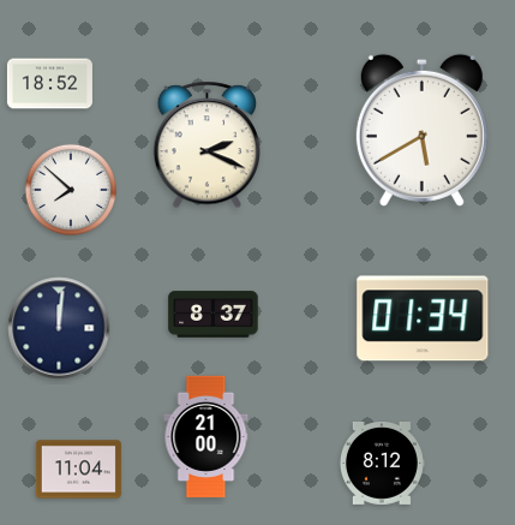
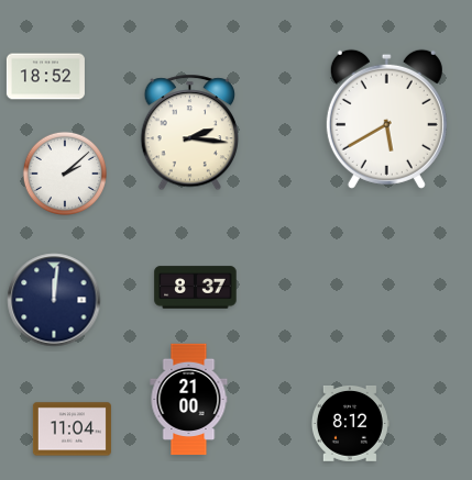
clock at (206, 145): 2:19 -> 2:16
clock at (70, 189): 7:52 -> 2:08
clock at (423, 318): 01:34 -> none
